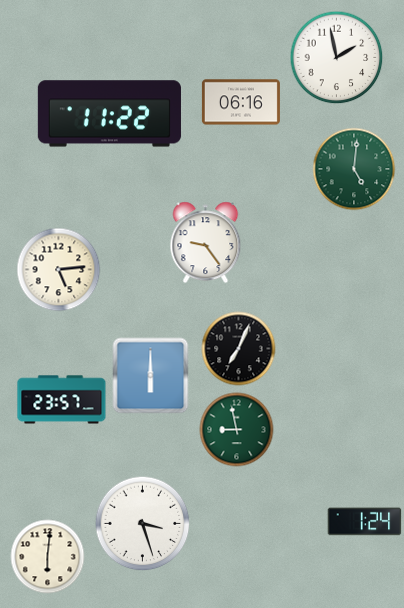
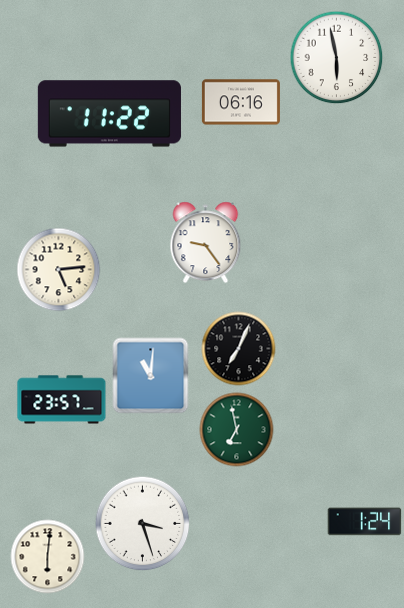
clock at (337, 58): 1:58 -> 5:58
clock at (354, 169): 5:01 -> none
clock at (151, 376): 6:00 -> 11:01
clock at (237, 430): 8:58 -> 6:58
